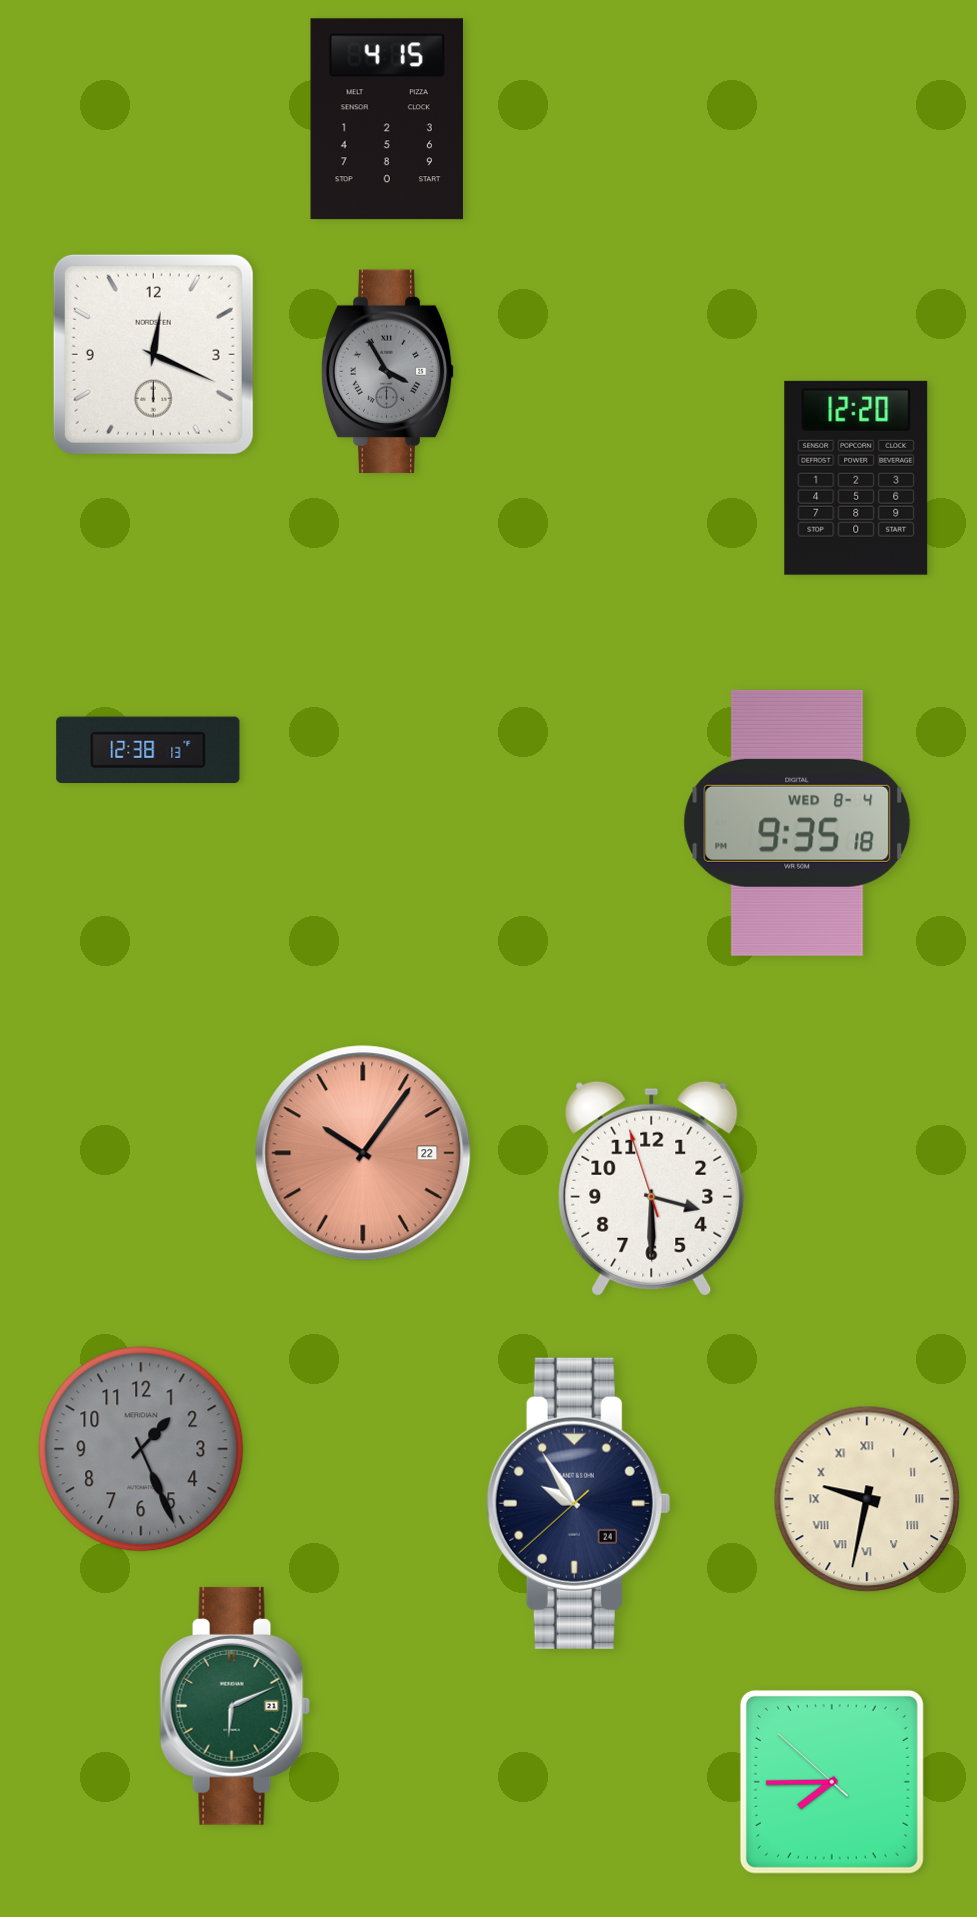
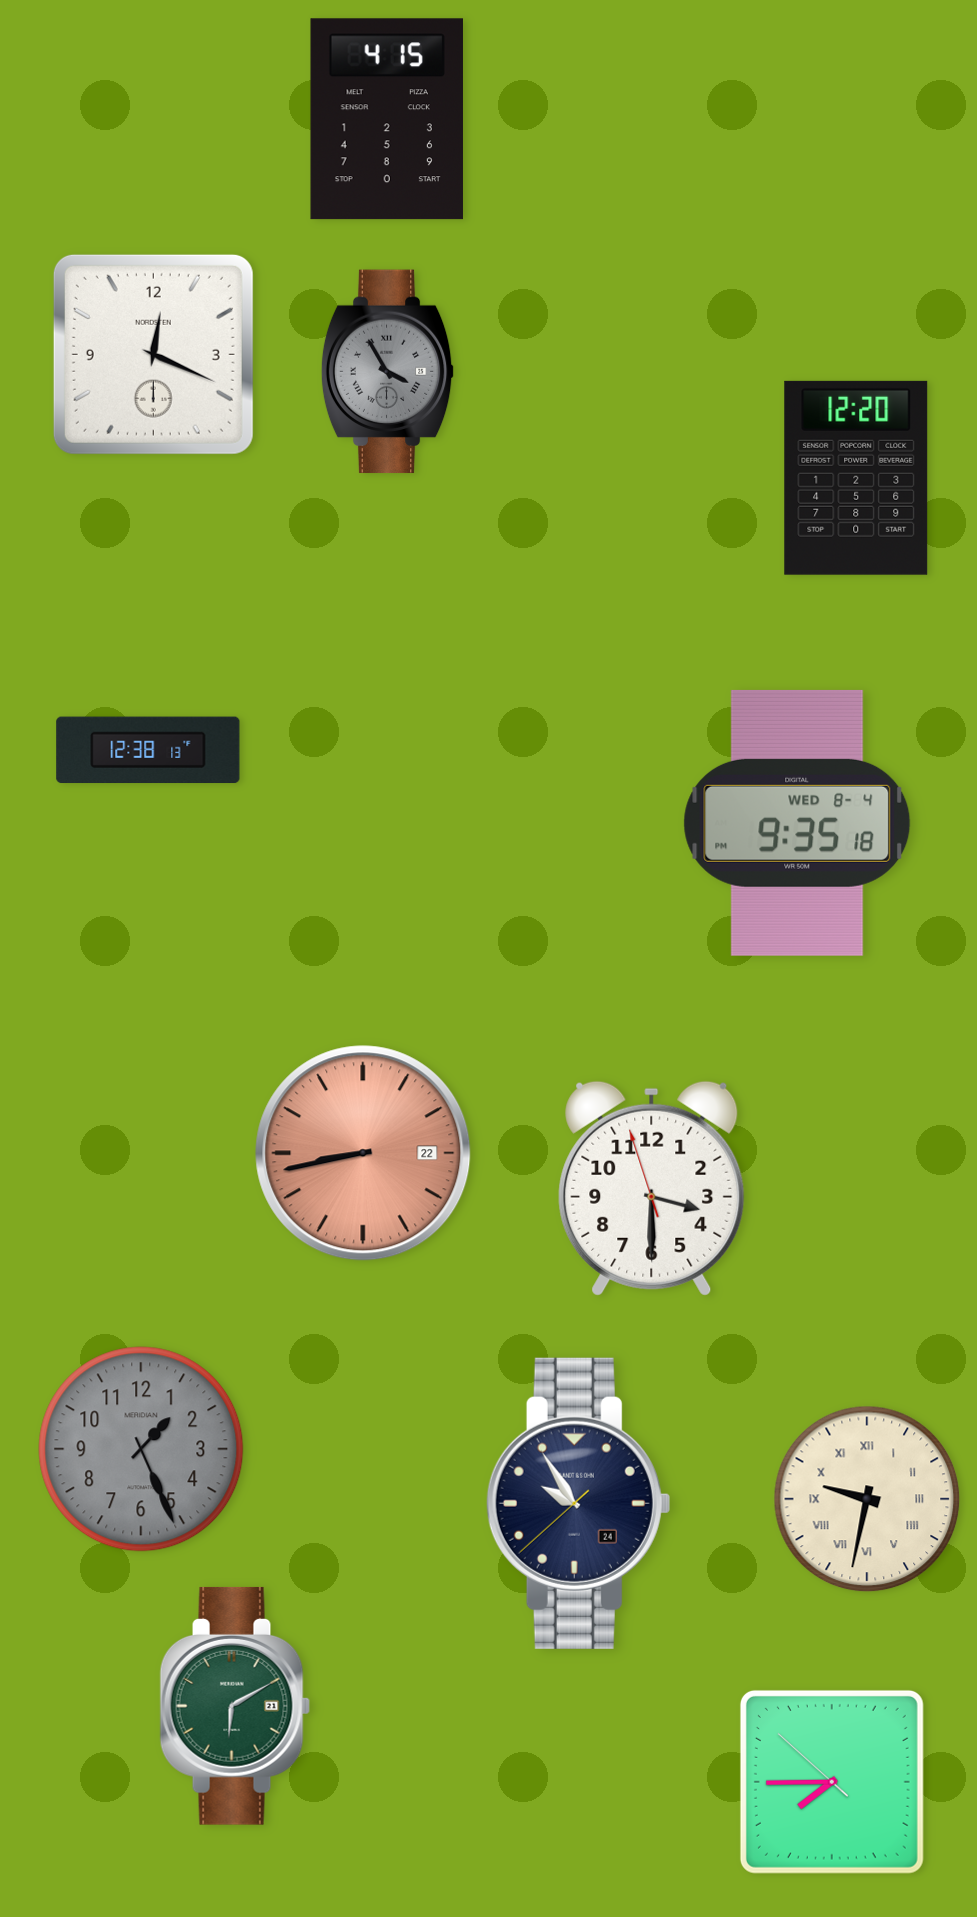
clock at (363, 1153): 10:06 -> 8:43
clock at (235, 1706): 6:11 -> 6:10
